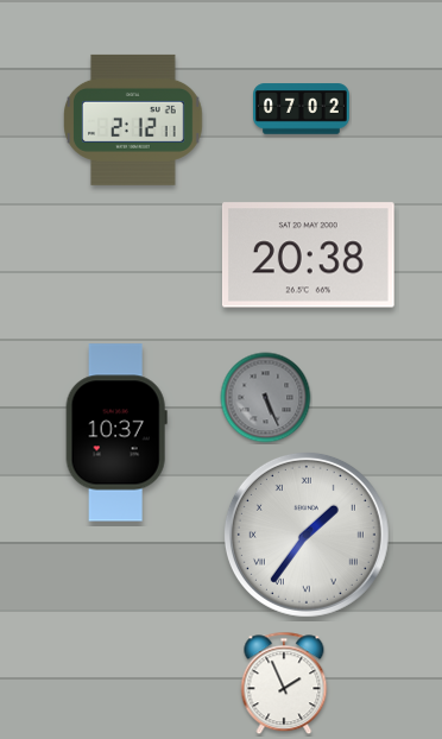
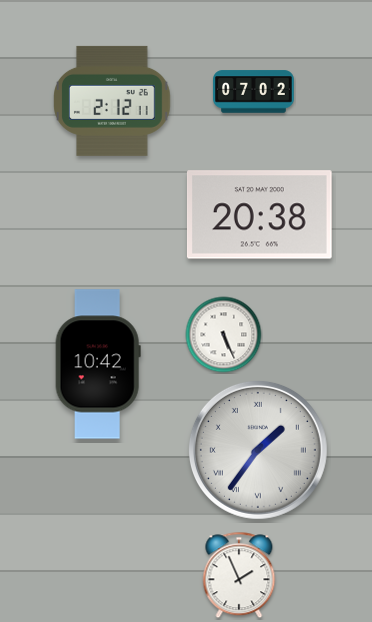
clock at (266, 398) dial: grey -> white
clock at (116, 432): 10:37 -> 10:42
